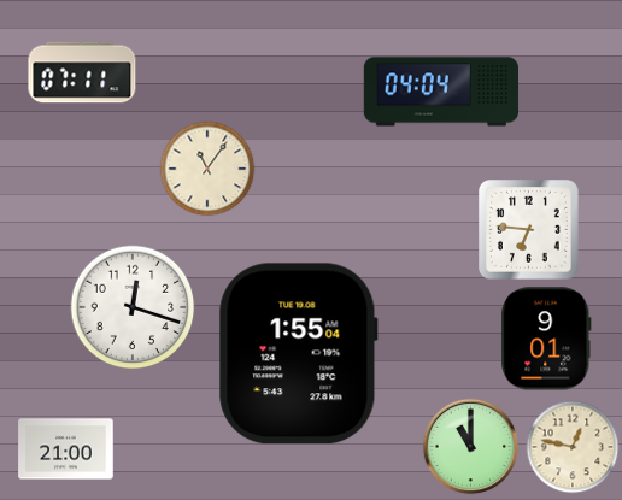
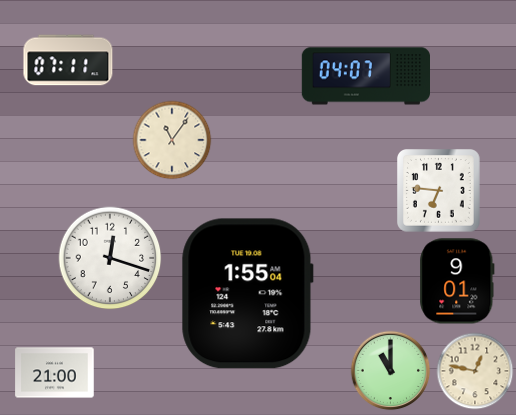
clock at (441, 92): 04:04 -> 04:07
clock at (133, 307) position: (133, 307) -> (110, 258)
clock at (546, 339) position: (546, 339) -> (457, 281)
